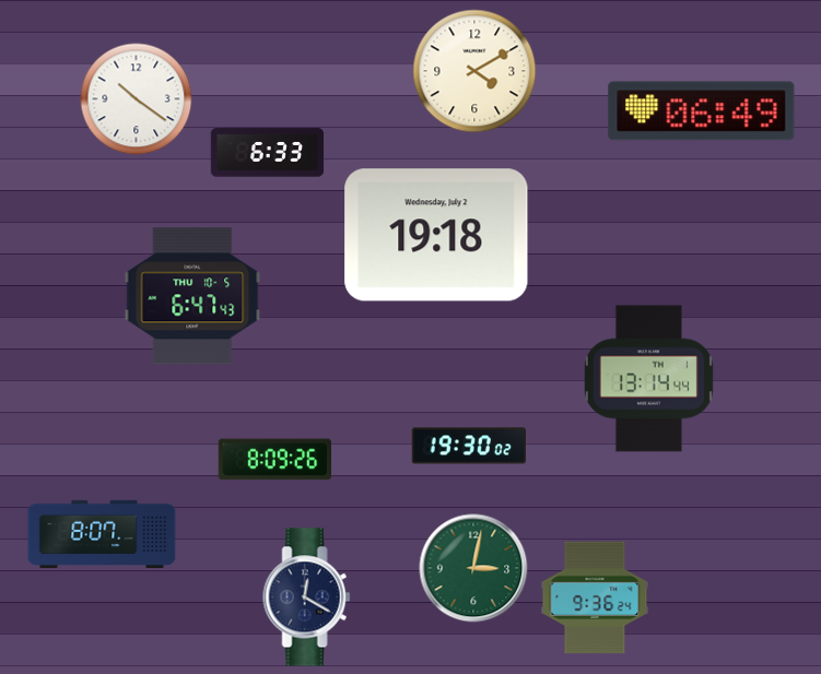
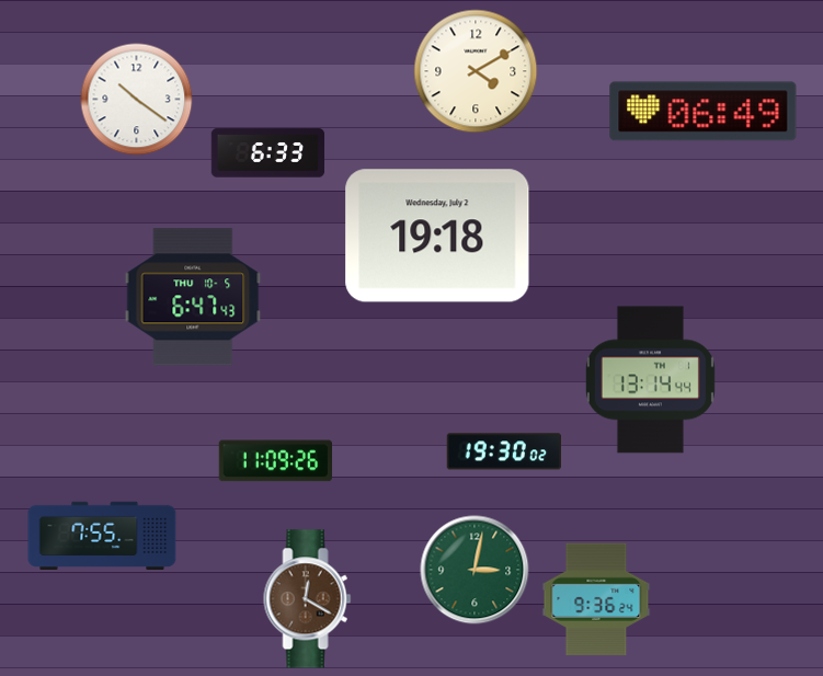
clock at (469, 446) position: (469, 446) -> (504, 451)
clock at (274, 460): 8:09 -> 11:09
clock at (102, 534): 8:07 -> 7:55
clock at (307, 598) dial: navy -> brown
